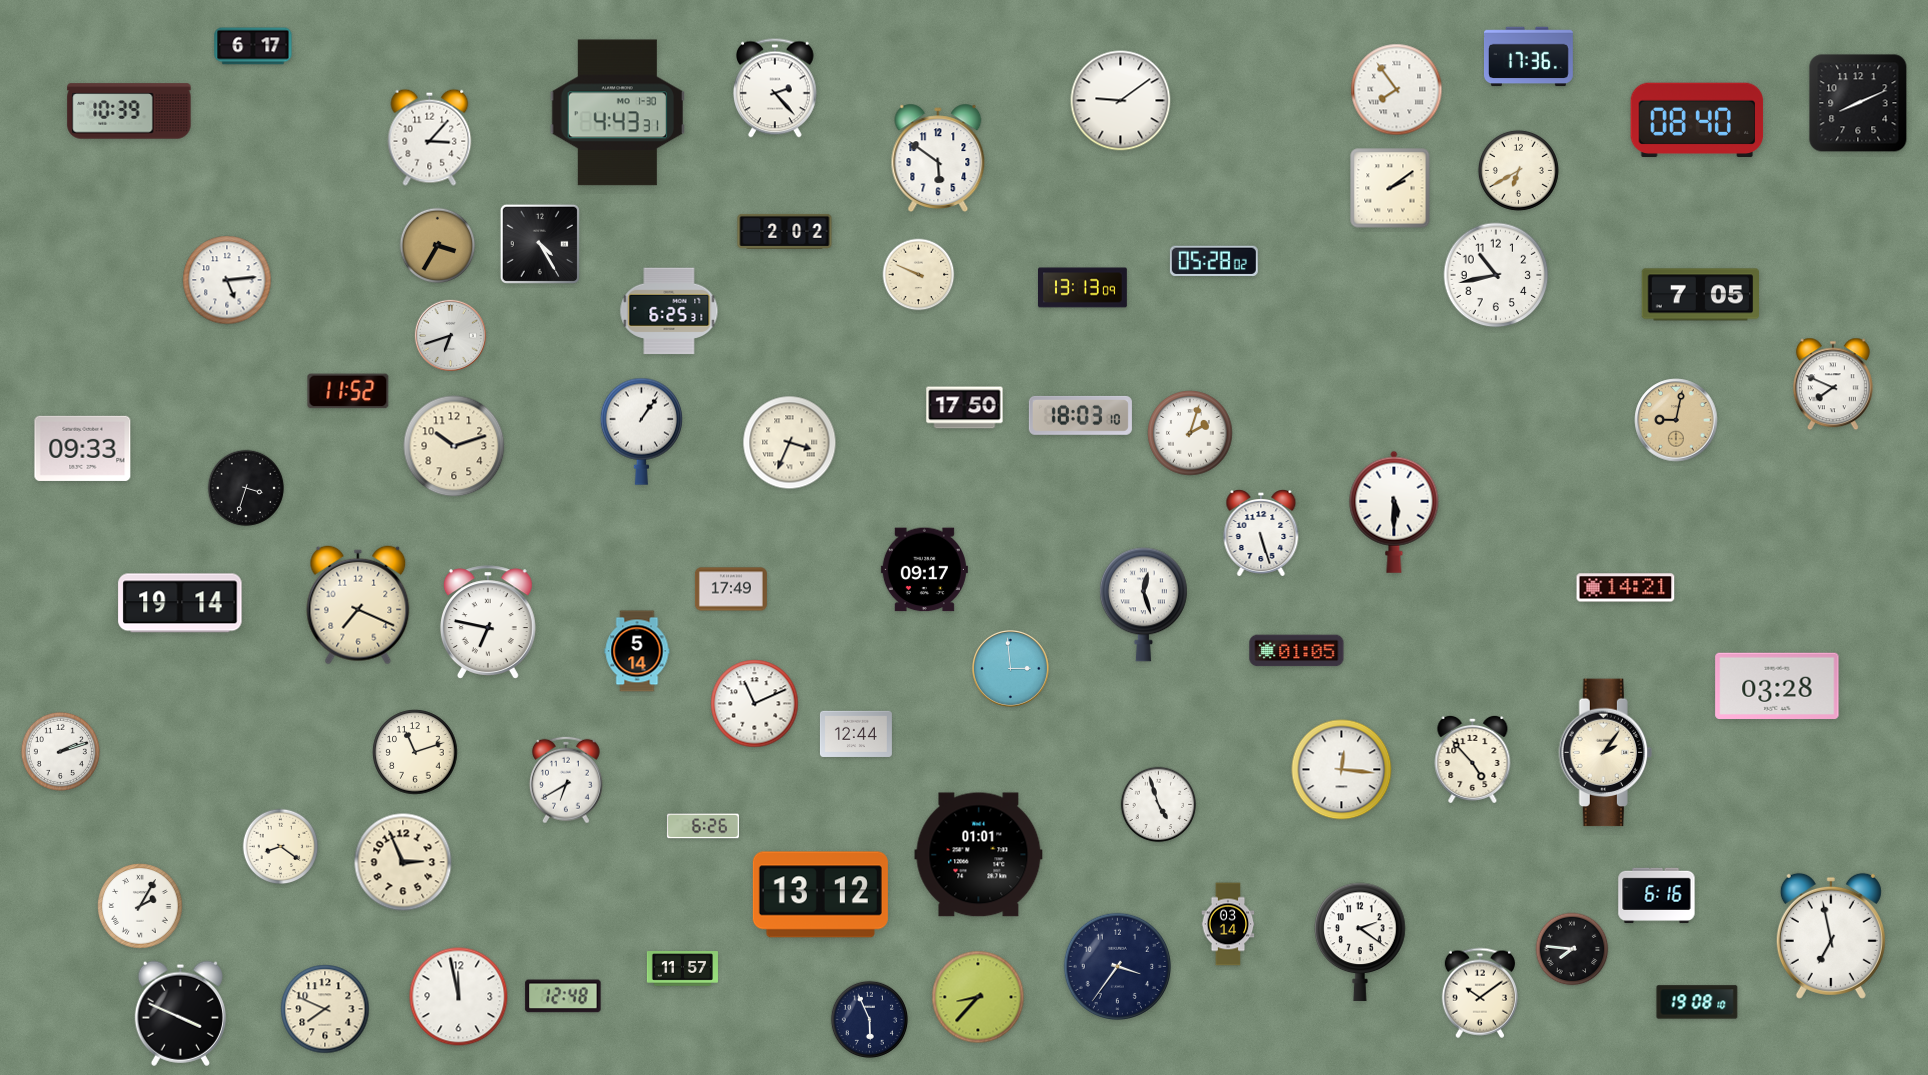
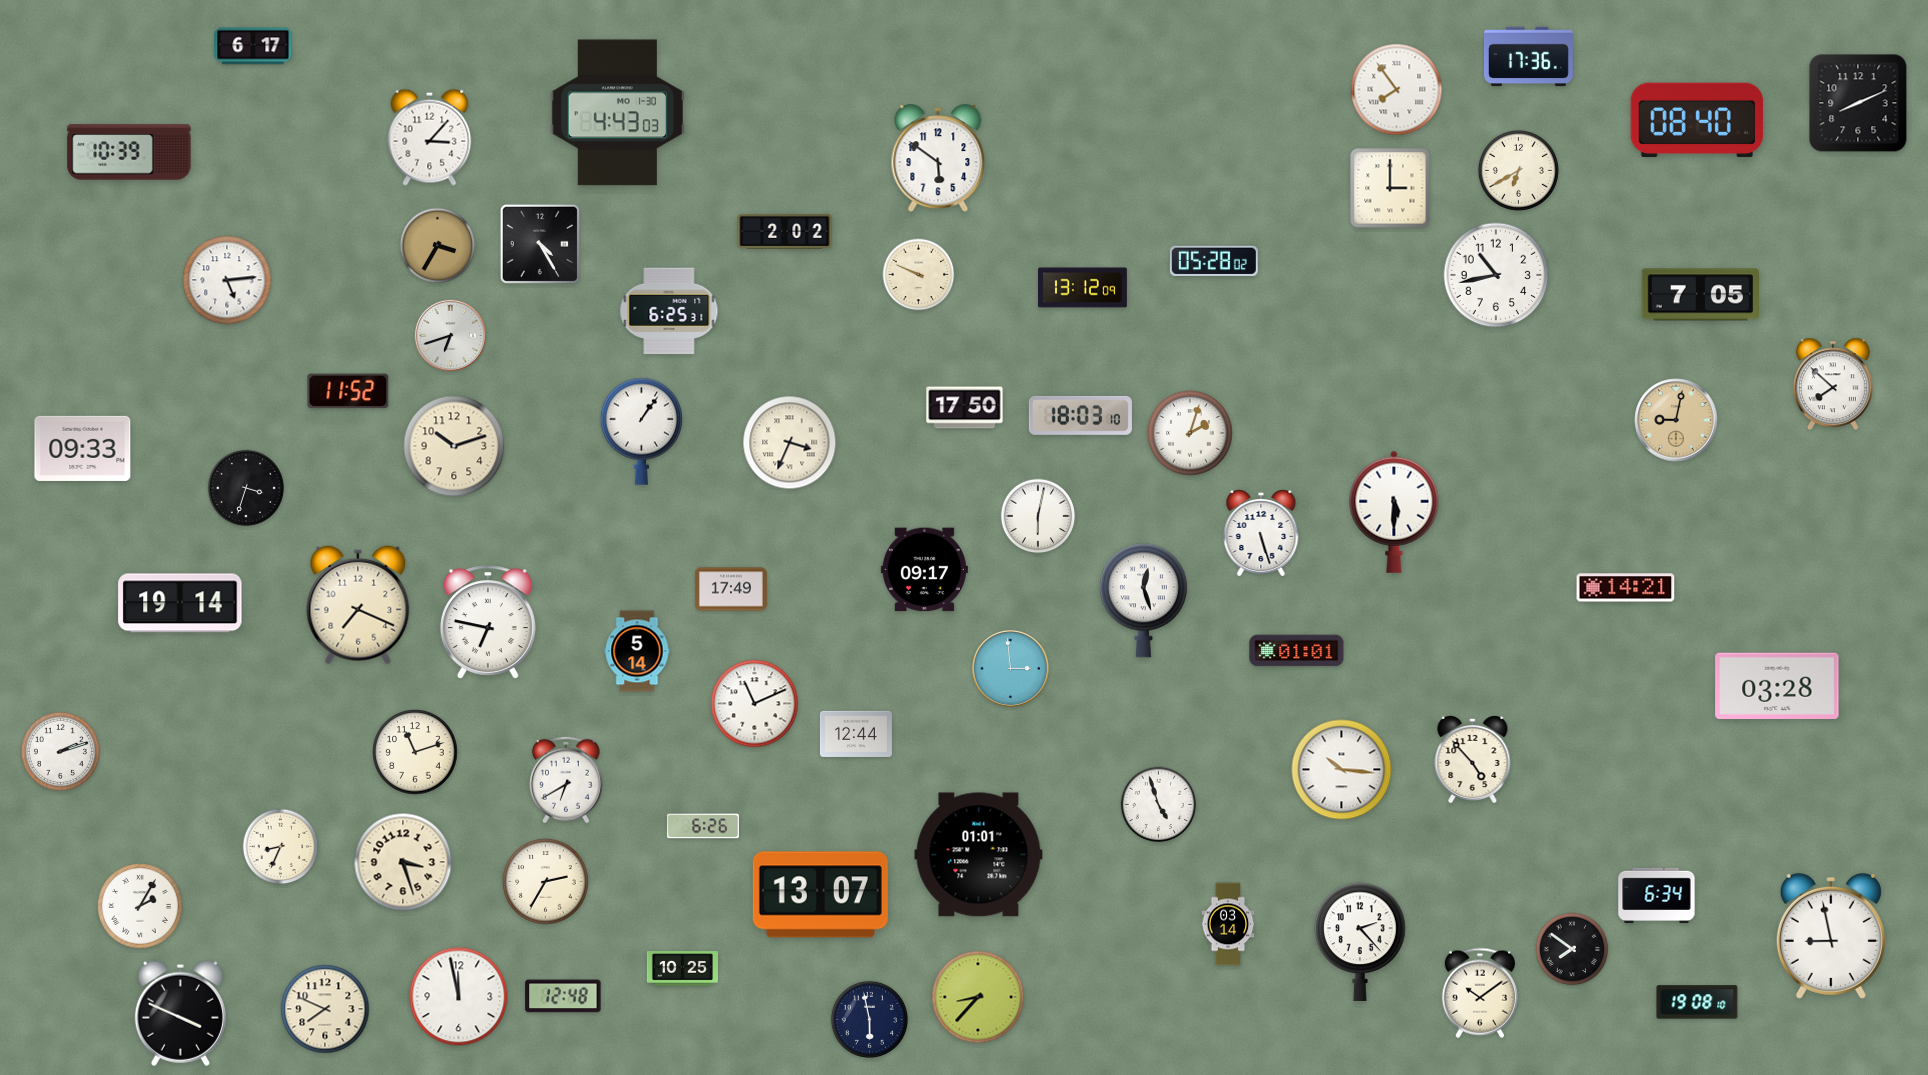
clock at (776, 88): 2:23 -> none
clock at (1121, 101): 9:09 -> none
clock at (129, 111) position: (129, 111) -> (129, 152)
clock at (617, 113): 4:43:31 -> 4:43:03
clock at (1390, 188): 2:09 -> 3:00
clock at (1083, 288): 13:13 -> 13:12
clock at (1833, 384): 7:49 -> 7:52
clock at (1038, 516): none -> 6:02
clock at (1143, 605) position: (1143, 605) -> (1143, 601)
clock at (1297, 651): 01:05 -> 01:01
clock at (1605, 753): 2:06 -> none
clock at (1342, 770): 12:16 -> 10:16
clock at (281, 847): 8:21 -> 8:34
clock at (403, 862): 2:56 -> 3:27
clock at (546, 882): none -> 2:35
clock at (820, 895): 13:12 -> 13:07
clock at (1657, 896): 6:16 -> 6:34
clock at (1831, 936): 6:58 -> 8:58
clock at (1360, 942): 2:21 -> 2:23
clock at (1572, 949): 7:46 -> 7:51
clock at (1117, 966): 3:36 -> none
clock at (682, 969): 11:57 -> 10:25
clock at (869, 1019): 5:56 -> 5:58
